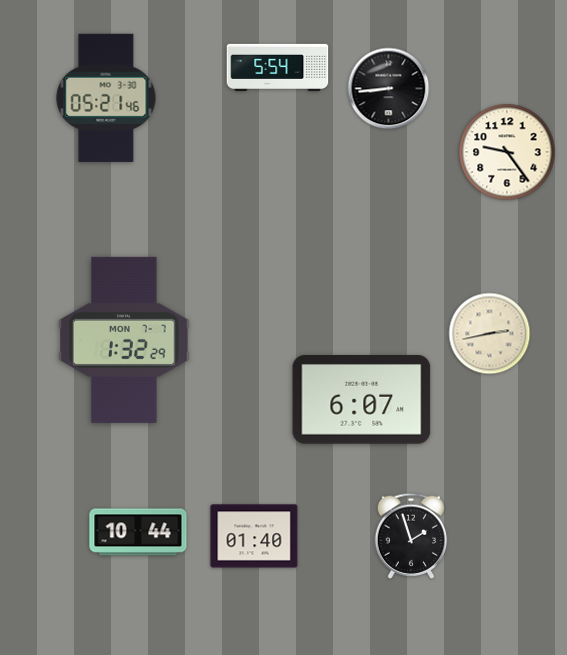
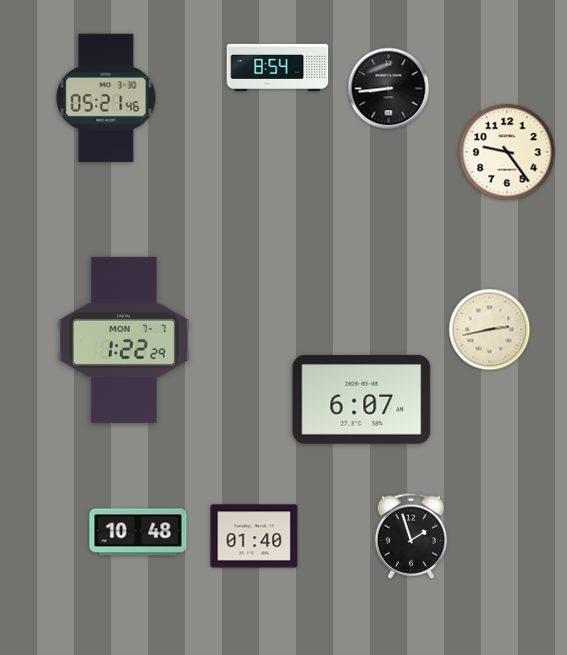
clock at (278, 67): 5:54 -> 8:54
clock at (490, 334) position: (490, 334) -> (490, 330)
clock at (124, 340): 1:32 -> 1:22
clock at (138, 532): 10:44 -> 10:48
